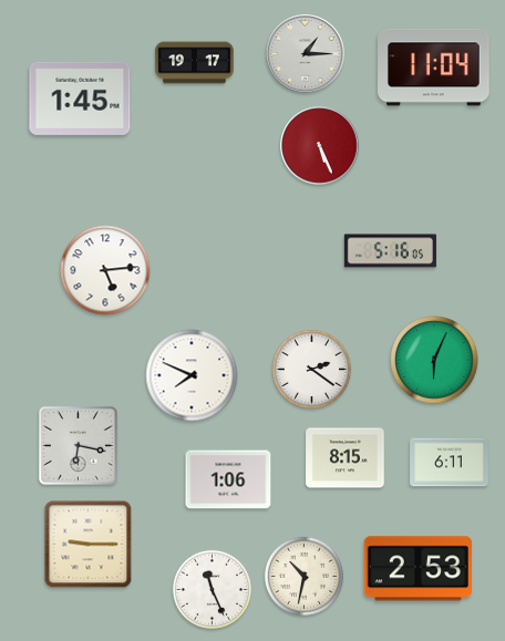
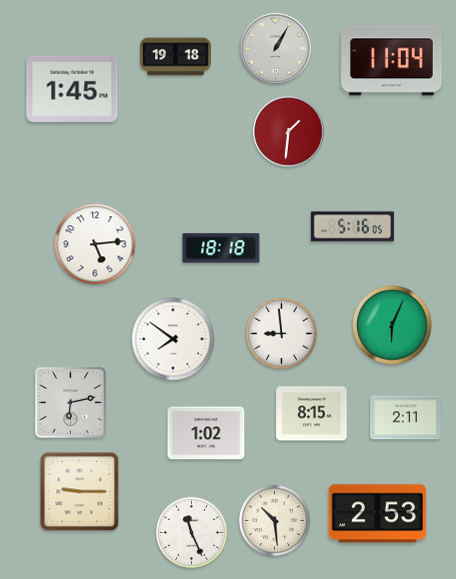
clock at (306, 54): 1:15 -> 1:05
clock at (195, 63): 19:17 -> 19:18
clock at (320, 146): 5:26 -> 1:31
clock at (221, 248): none -> 18:18
clock at (311, 369): 2:21 -> 8:59
clock at (192, 375): 7:49 -> 7:51
clock at (79, 446): 6:17 -> 6:13
clock at (450, 463): 6:11 -> 2:11
clock at (228, 479): 1:06 -> 1:02
clock at (303, 576): 10:32 -> 10:29
